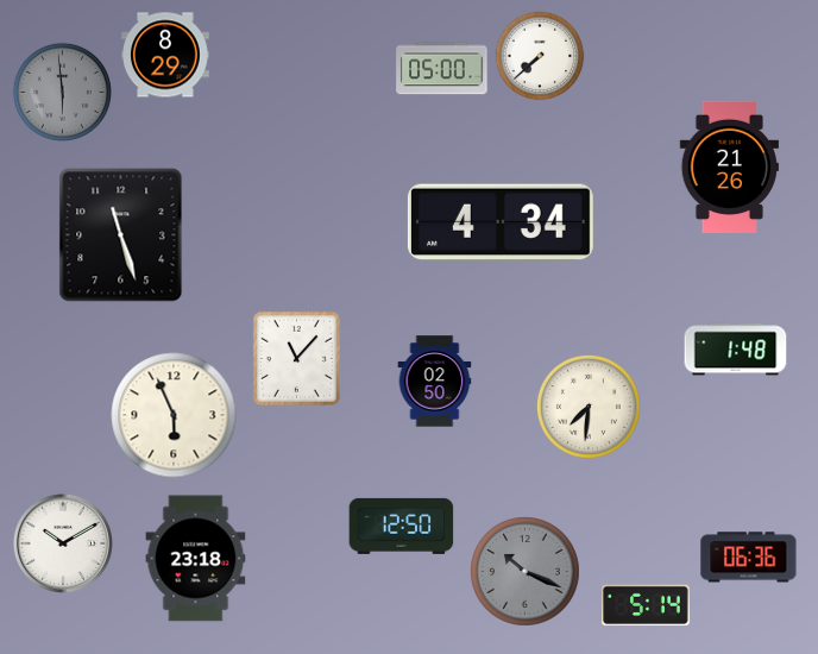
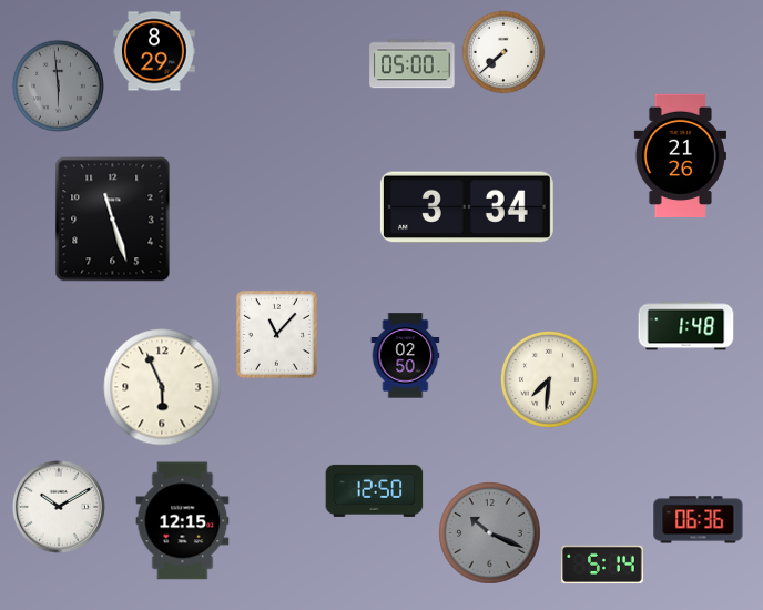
clock at (501, 222): 4:34 -> 3:34
clock at (196, 559): 23:18 -> 12:15
